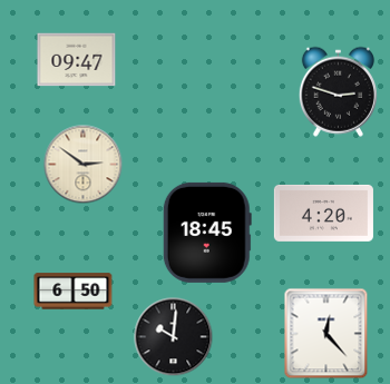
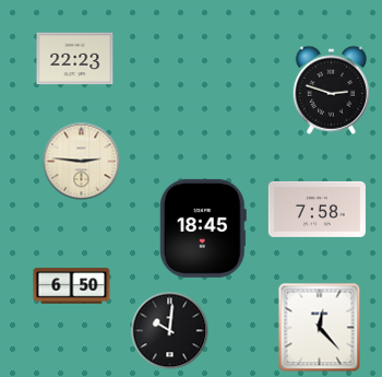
clock at (77, 60): 09:47 -> 22:23
clock at (84, 165): 2:51 -> 2:46
clock at (323, 213): 4:20 -> 7:58
